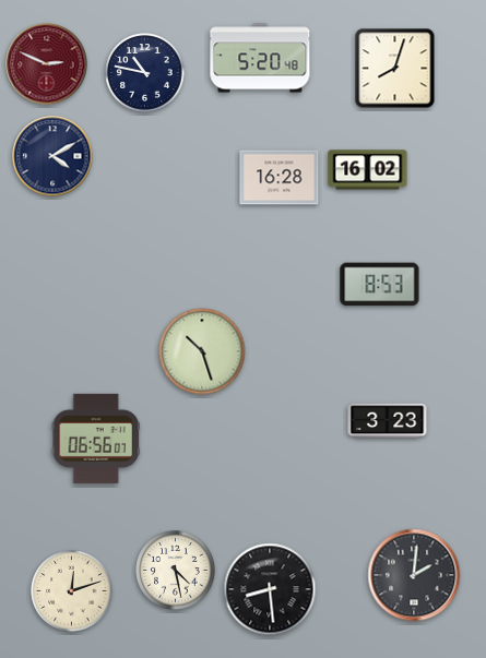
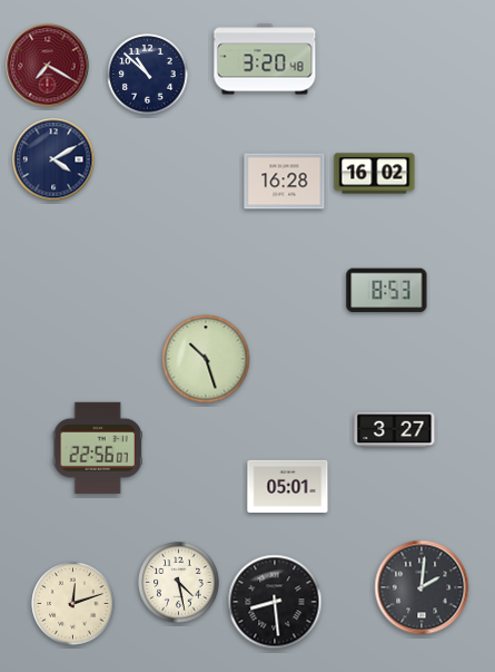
clock at (260, 58): 5:20 -> 3:20
clock at (47, 64): 2:49 -> 7:20
clock at (395, 69): 8:03 -> none
clock at (145, 73): 10:47 -> 10:52
clock at (388, 421): 3:23 -> 3:27
clock at (96, 439): 06:56 -> 22:56
clock at (288, 486): none -> 05:01
